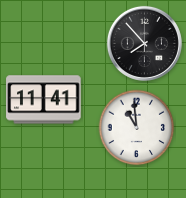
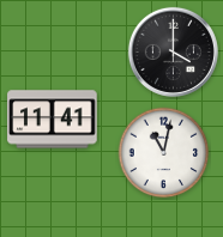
clock at (144, 43): 7:53 -> 4:00
clock at (137, 128): 10:59 -> 11:02
